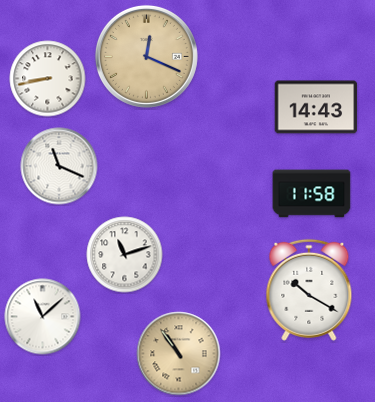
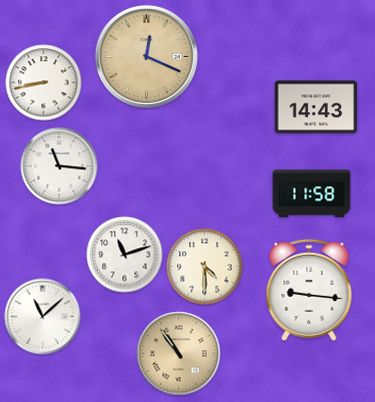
clock at (48, 79) position: (48, 79) -> (44, 83)
clock at (59, 166): 11:19 -> 11:16
clock at (205, 267): none -> 4:30
clock at (309, 290): 10:20 -> 9:16
